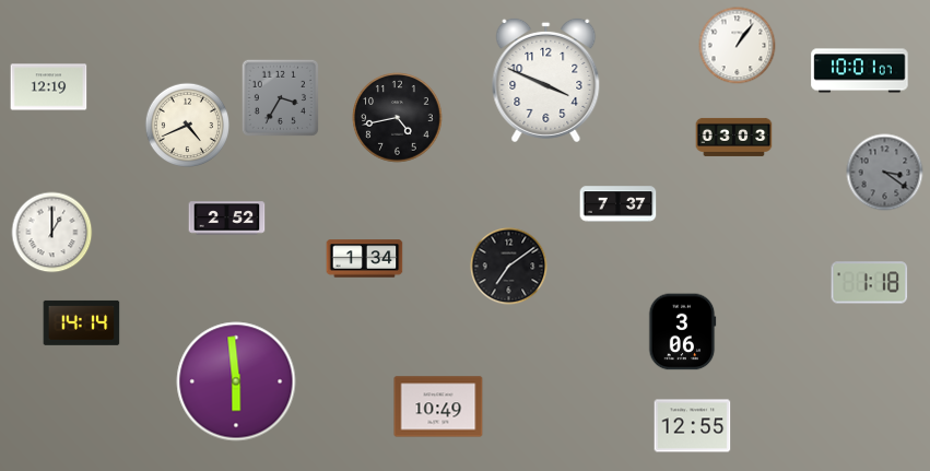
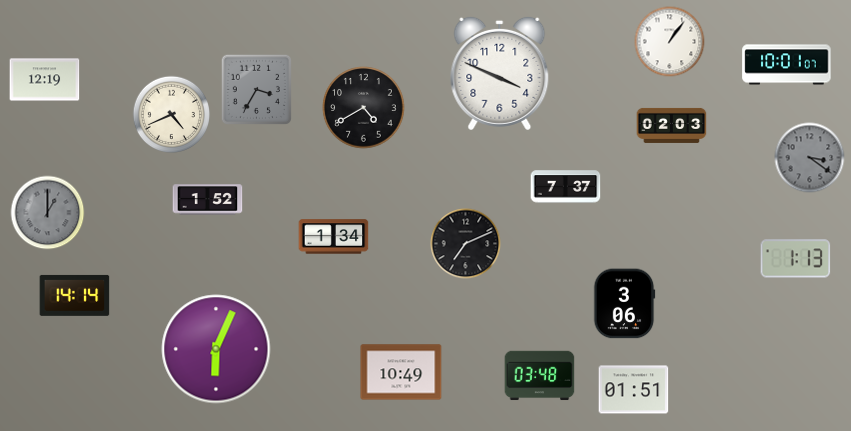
clock at (738, 46) position: (738, 46) -> (670, 42)
clock at (398, 118): 4:43 -> 4:40
clock at (734, 137): 03:03 -> 02:03
clock at (227, 219): 2:52 -> 1:52
clock at (52, 233) dial: white -> grey
clock at (509, 267): 7:09 -> 7:11
clock at (870, 283): 1:18 -> 1:13
clock at (236, 381): 5:59 -> 6:04
clock at (540, 376): none -> 03:48
clock at (693, 426): 12:55 -> 01:51
